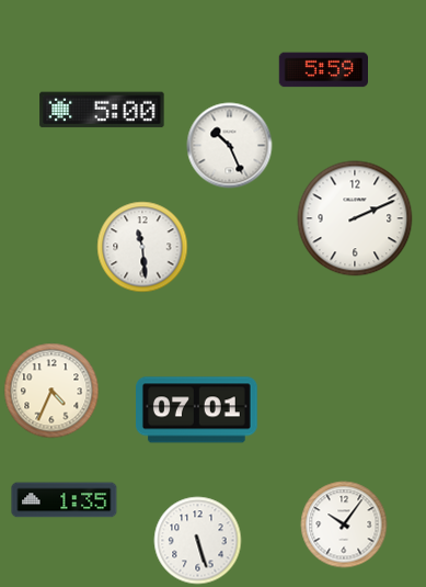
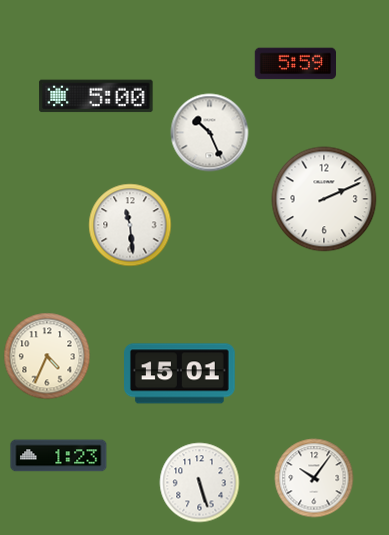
clock at (102, 110) position: (102, 110) -> (96, 96)
clock at (197, 410): 07:01 -> 15:01
clock at (65, 500): 1:35 -> 1:23
clock at (198, 541) position: (198, 541) -> (200, 483)
